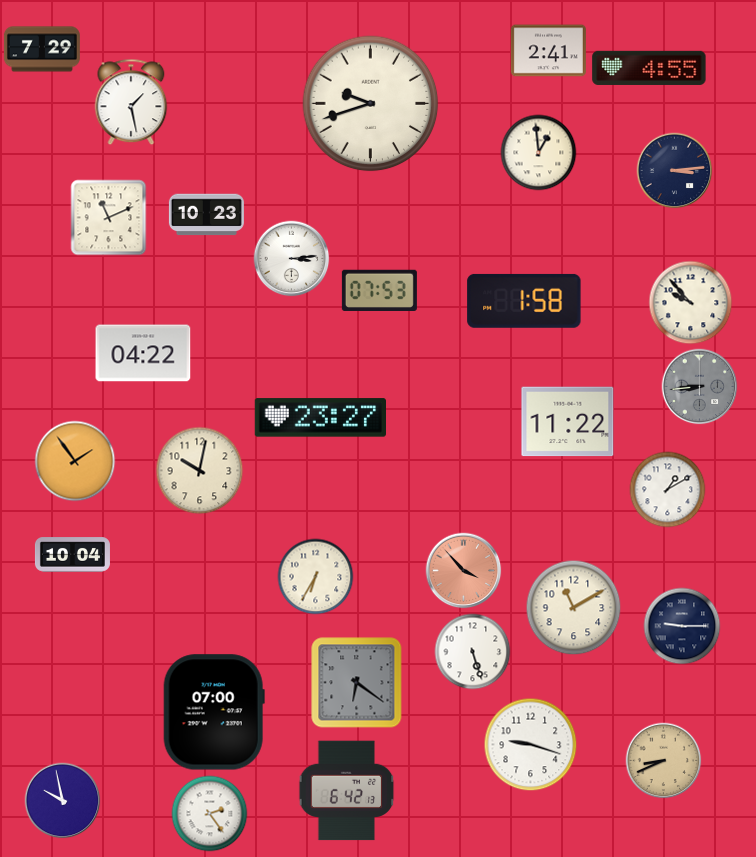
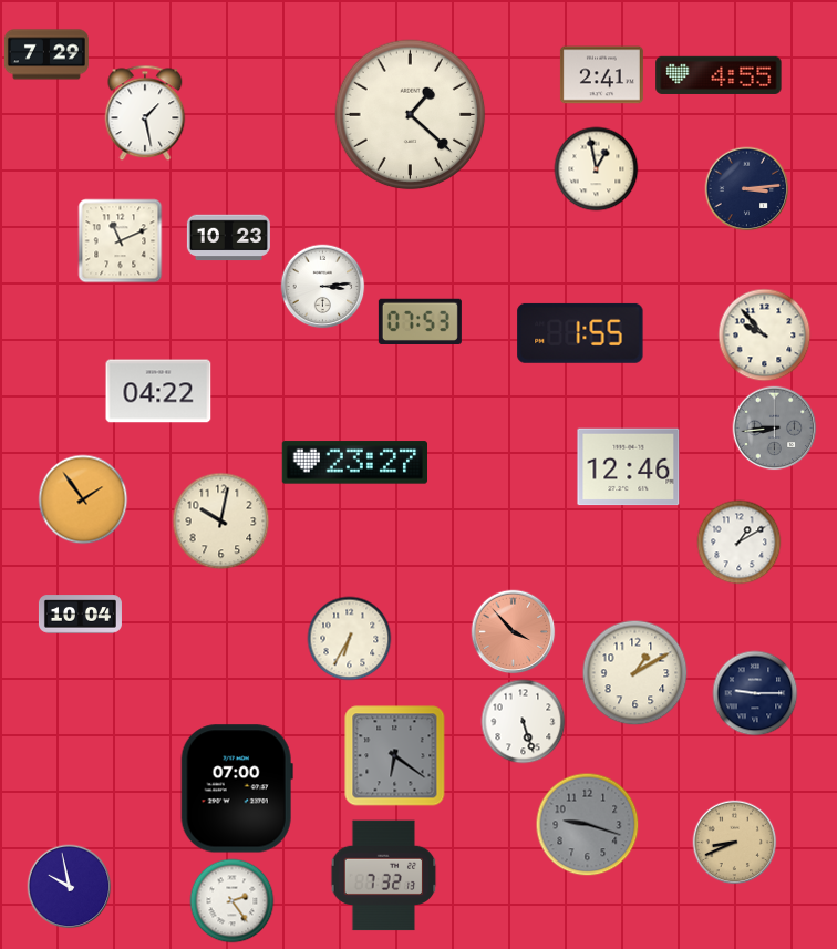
clock at (548, 51) position: (548, 51) -> (601, 75)
clock at (371, 104): 9:42 -> 1:22
clock at (539, 153): 12:59 -> 12:58
clock at (524, 301): 1:58 -> 1:55
clock at (568, 422): 11:22 -> 12:46
clock at (75, 461) position: (75, 461) -> (83, 499)
clock at (574, 608): 11:10 -> 1:10
clock at (531, 745) dial: white -> grey
clock at (347, 791): 6:42 -> 7:32
